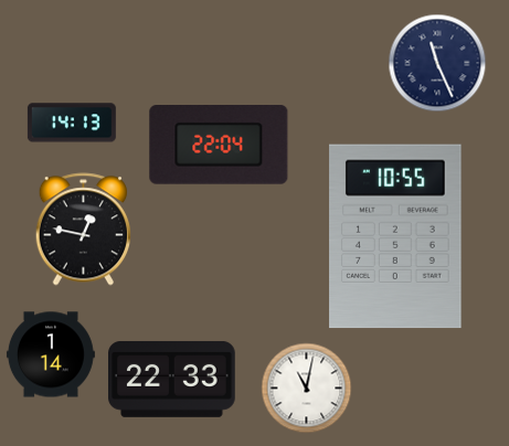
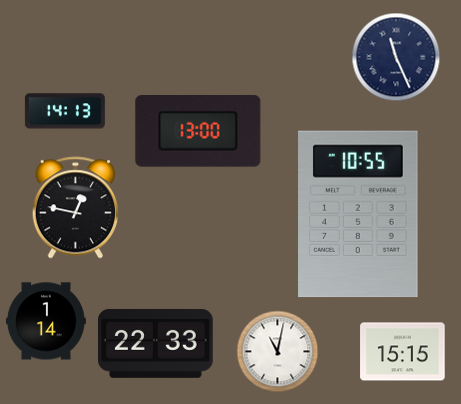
clock at (219, 146): 22:04 -> 13:00
clock at (403, 352): none -> 15:15
